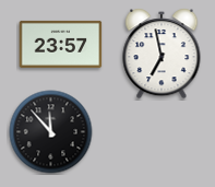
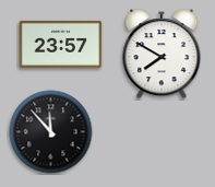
clock at (162, 54): 6:58 -> 7:50
